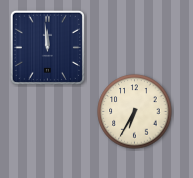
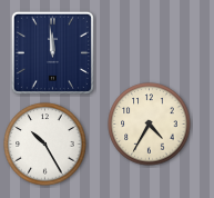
clock at (135, 112): 6:35 -> 4:35
clock at (45, 145): none -> 10:25
